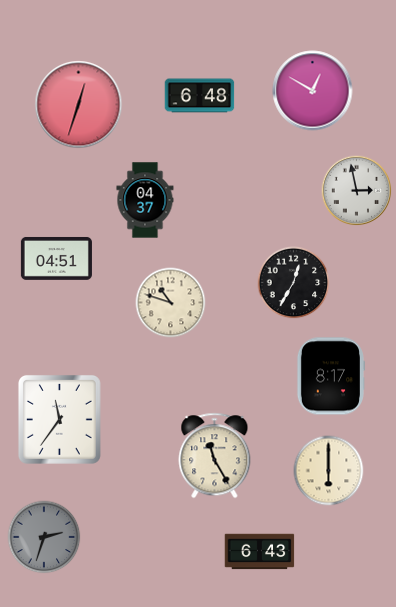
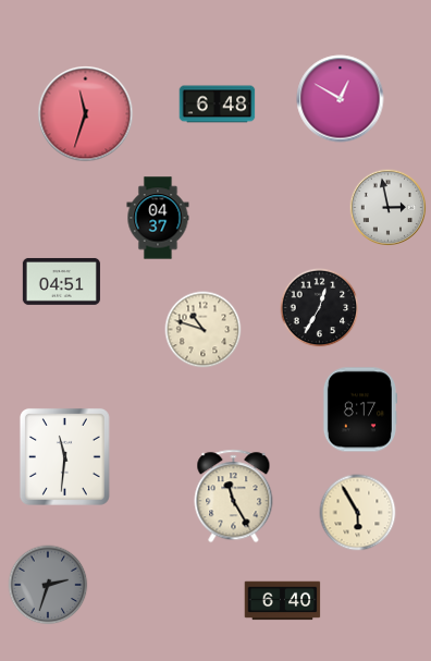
clock at (79, 105): 12:33 -> 11:33
clock at (171, 303) position: (171, 303) -> (204, 330)
clock at (59, 419): 11:36 -> 11:31
clock at (329, 471): 6:00 -> 5:55
clock at (260, 552): 6:43 -> 6:40
